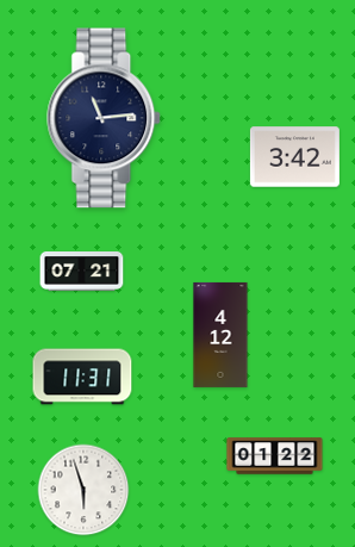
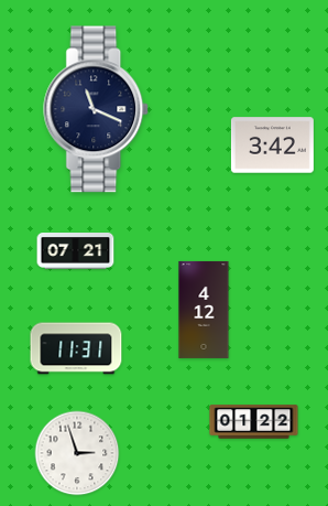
clock at (105, 118): 11:14 -> 11:19
clock at (83, 490): 5:57 -> 2:57
